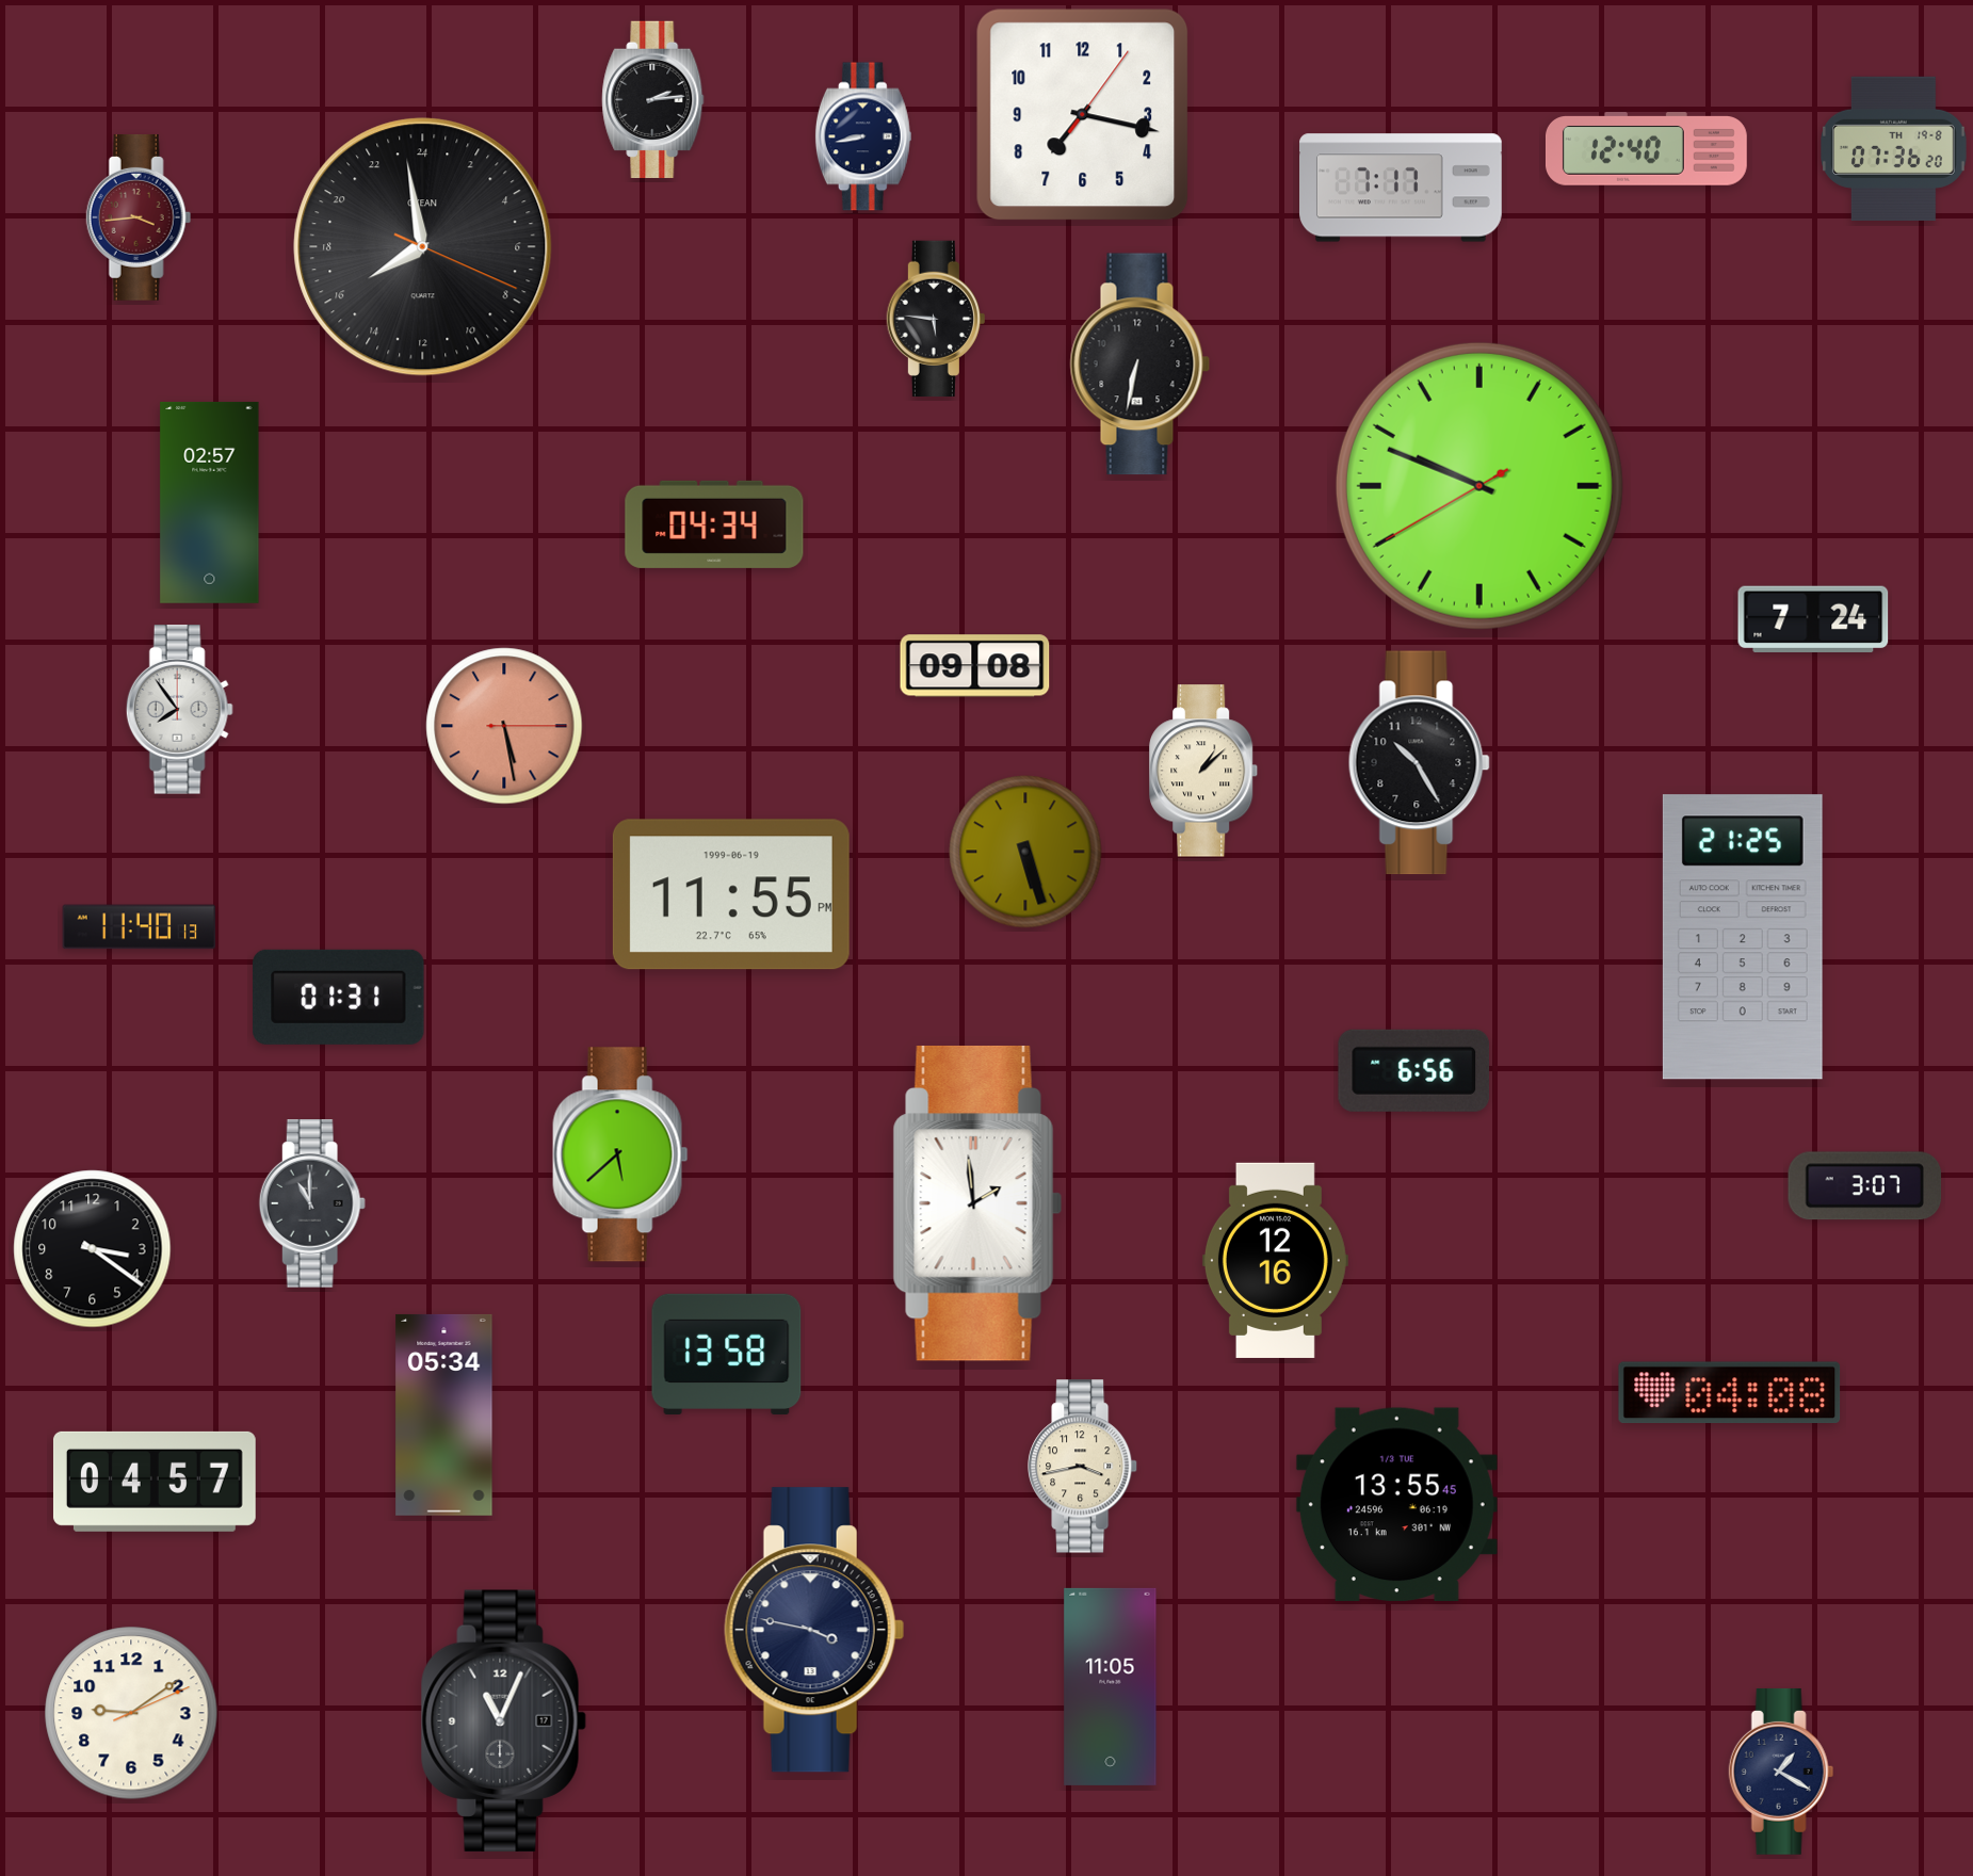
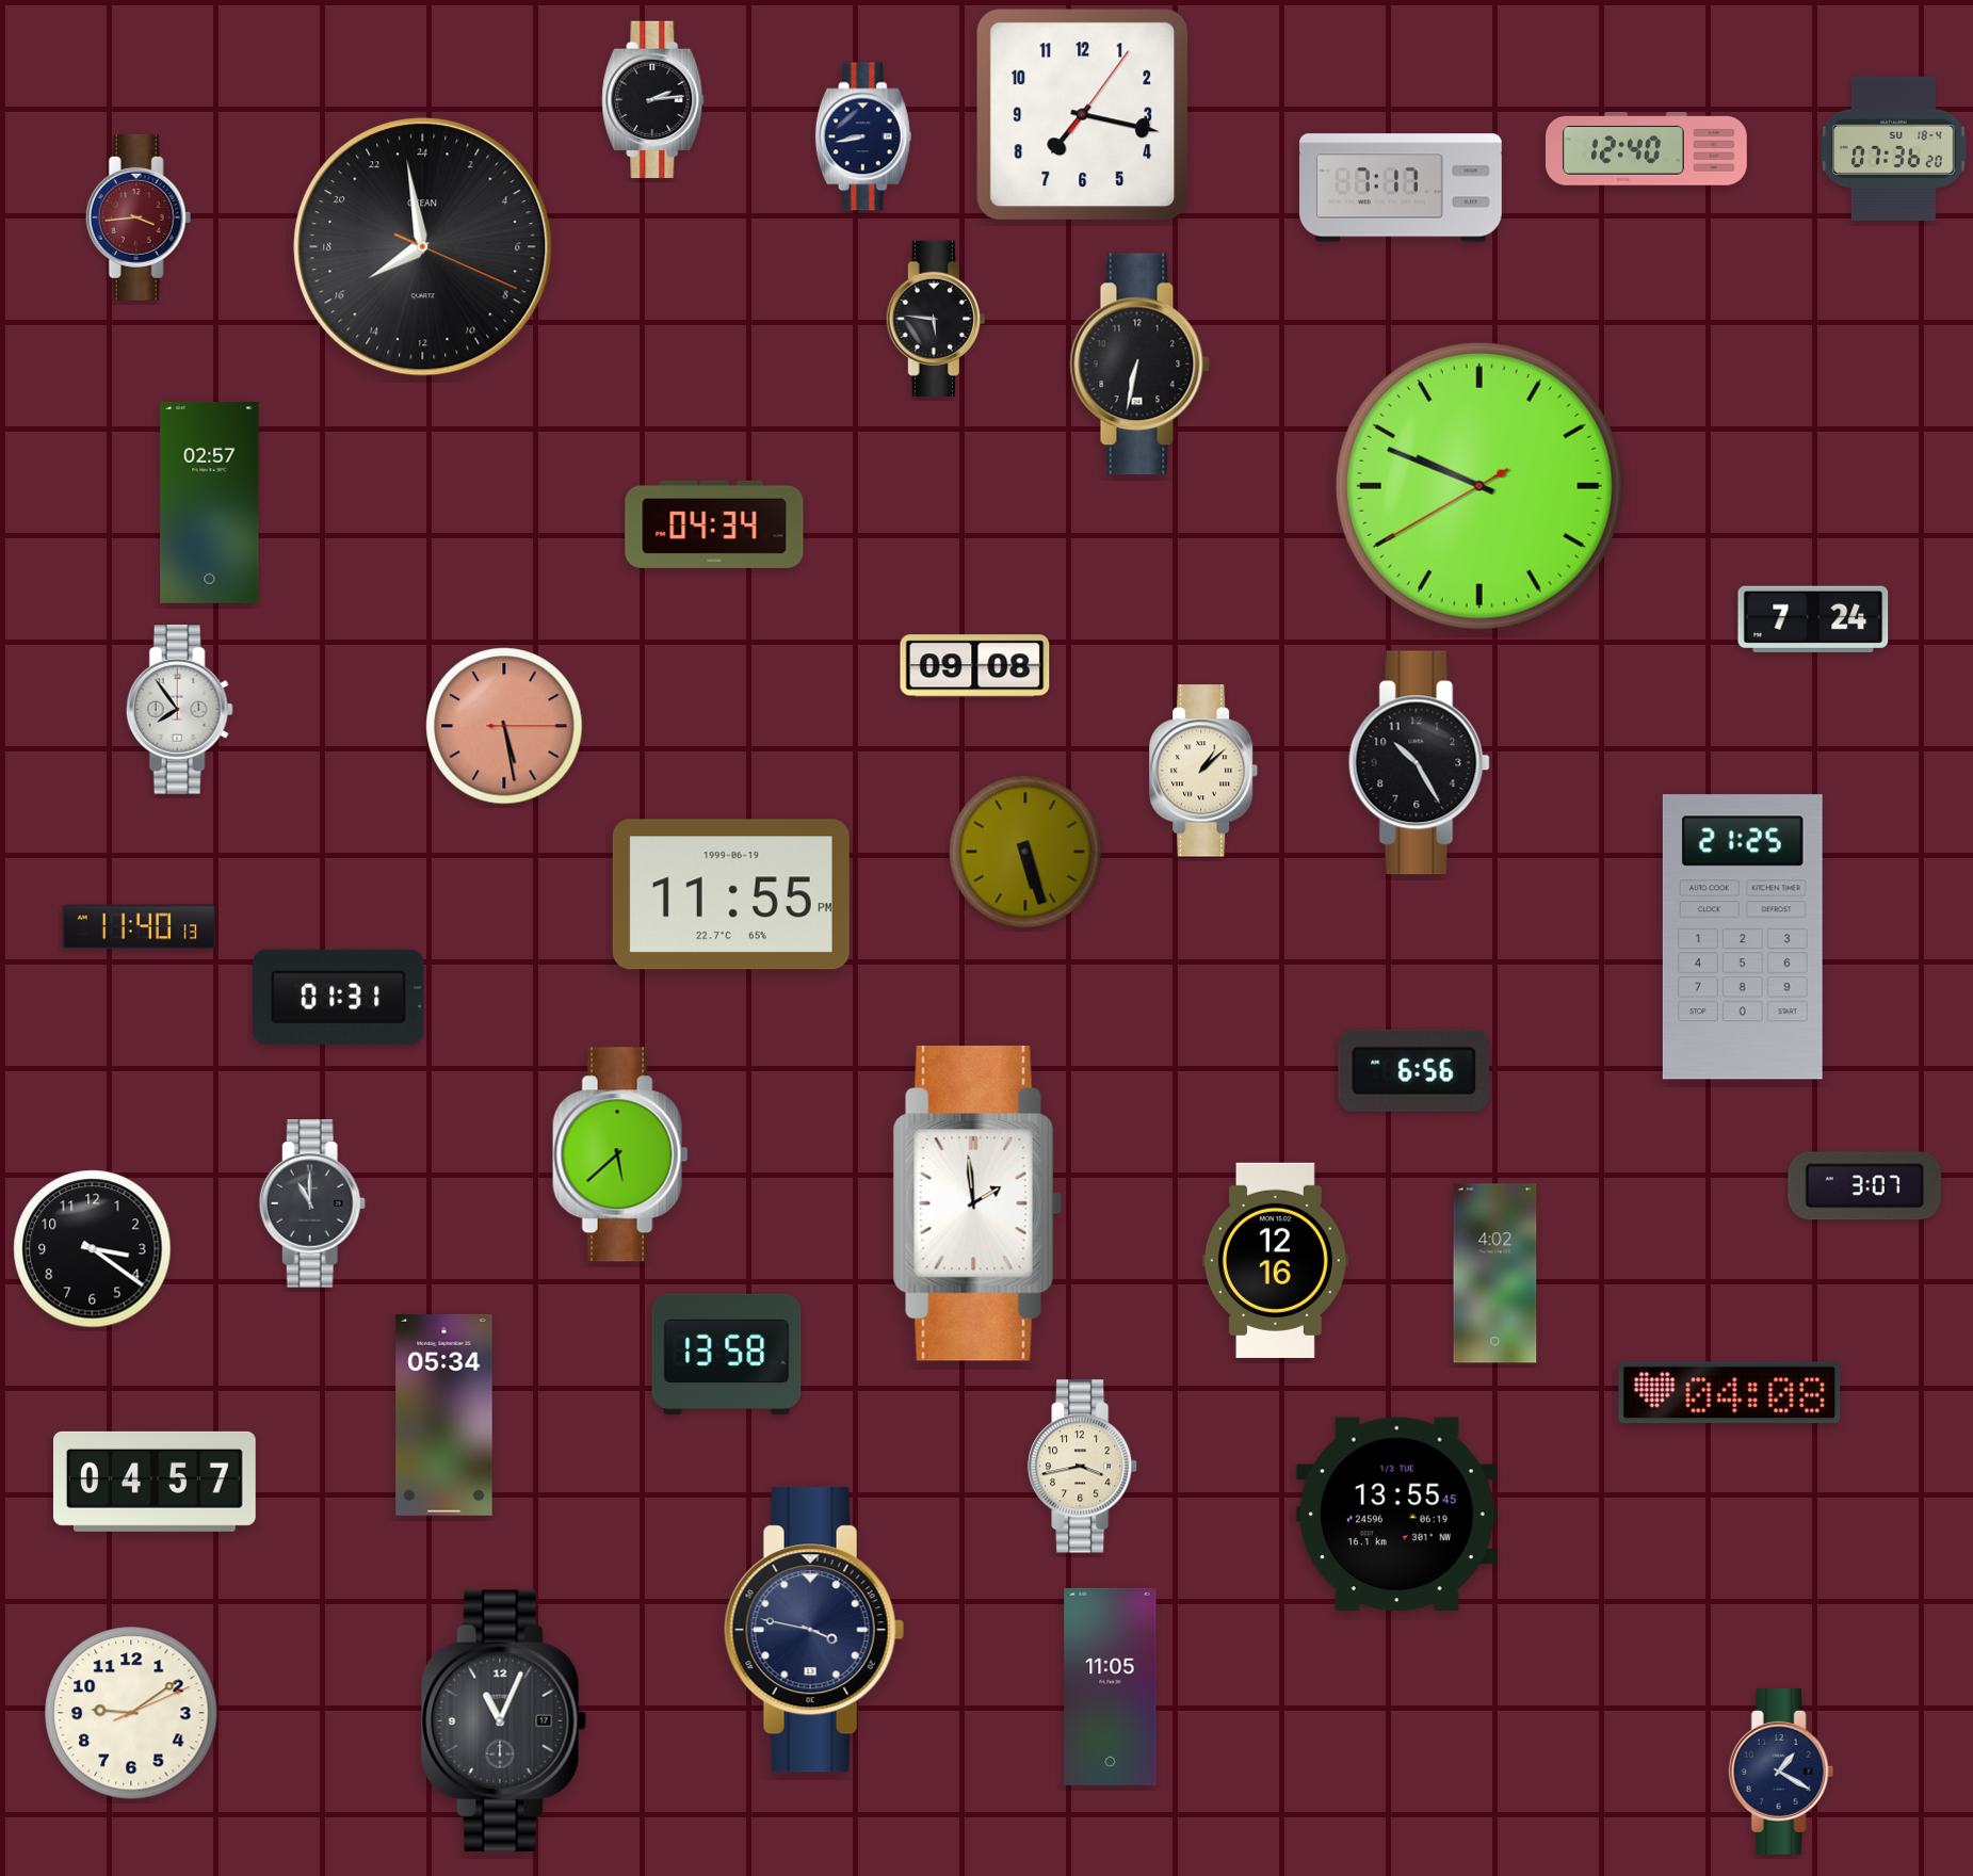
clock at (1894, 148) date: TH 19-8 -> SU 18-4
clock at (1495, 1274): none -> 4:02
clock at (1396, 1505) position: (1396, 1505) -> (1396, 1515)
